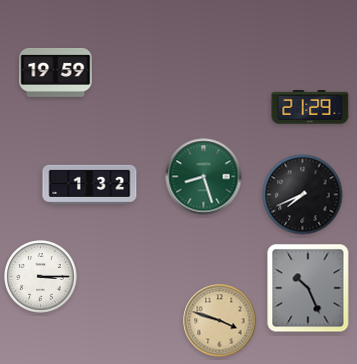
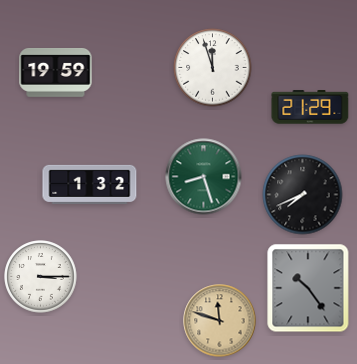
clock at (213, 68): none -> 11:57
clock at (308, 288): 10:26 -> 10:24
clock at (220, 321): 3:48 -> 11:48
